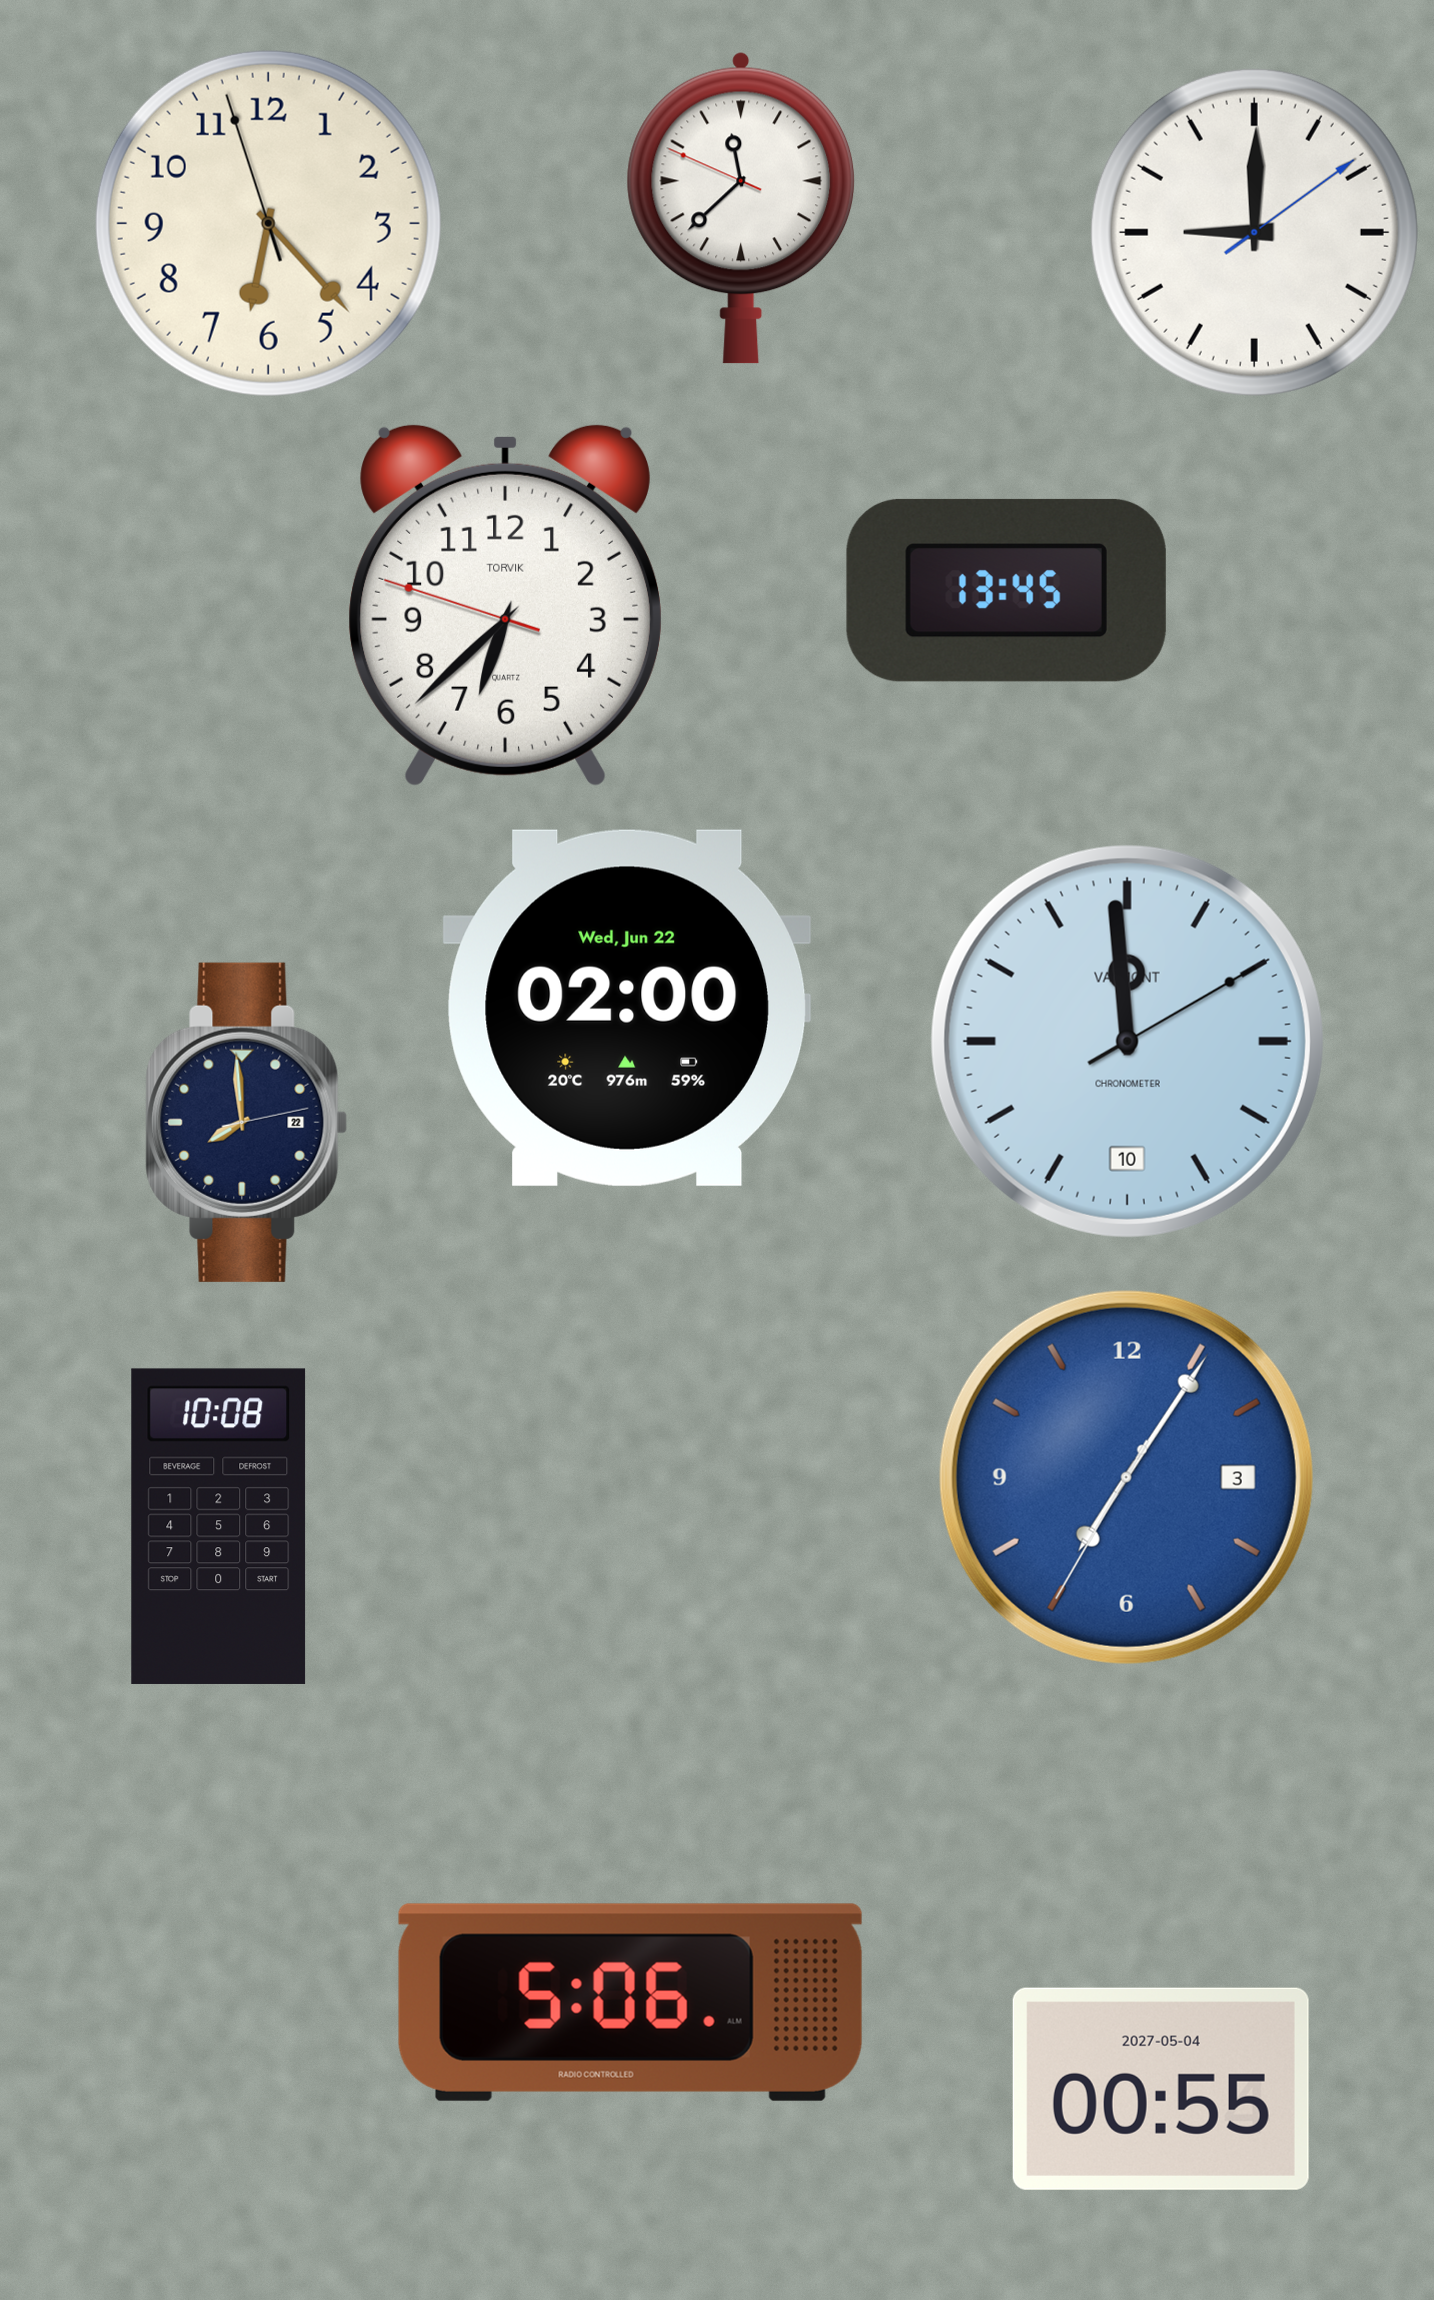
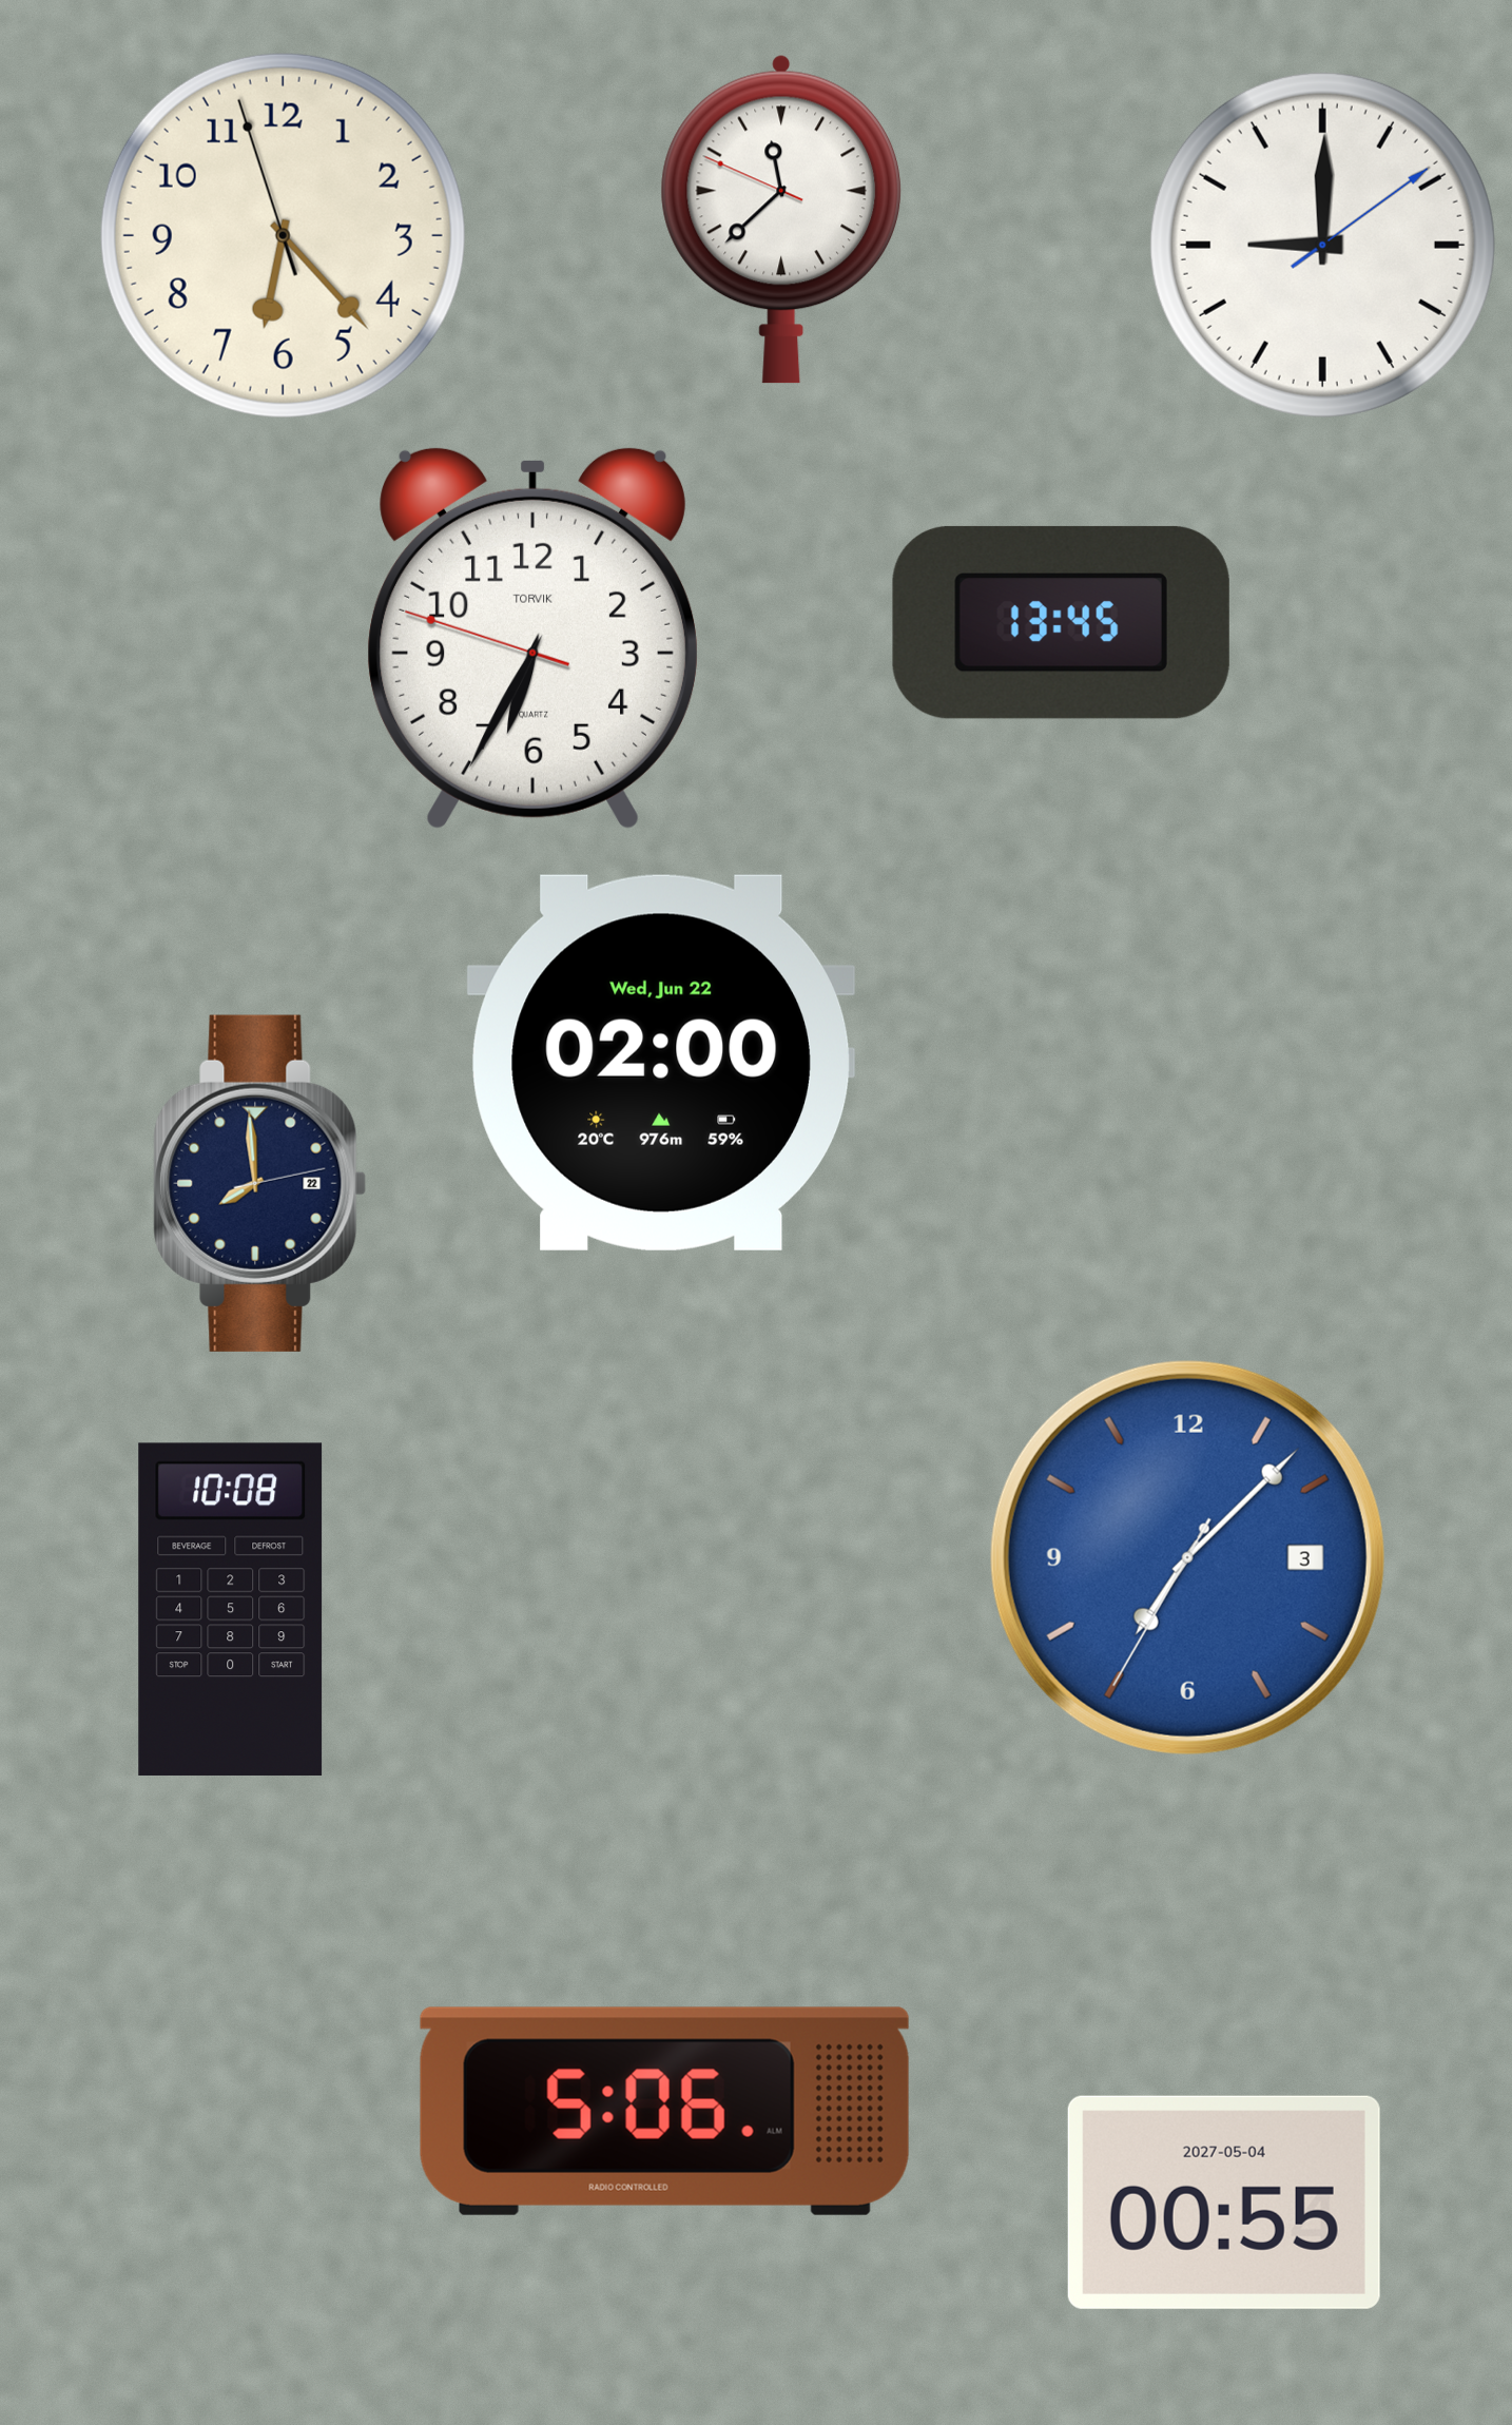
clock at (505, 605): 6:37 -> 6:34
clock at (1127, 1041): 11:59 -> none
clock at (1126, 1477): 7:05 -> 7:07
